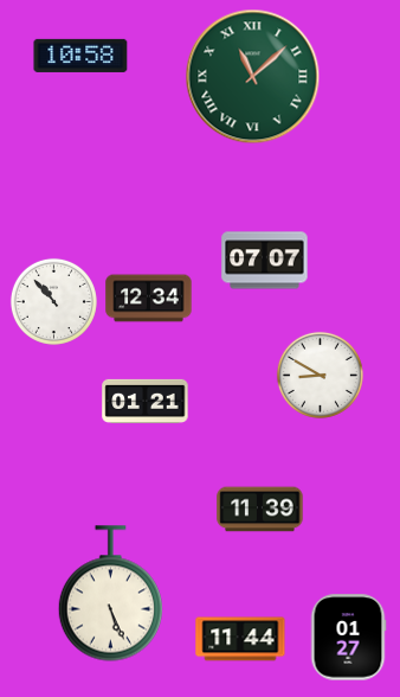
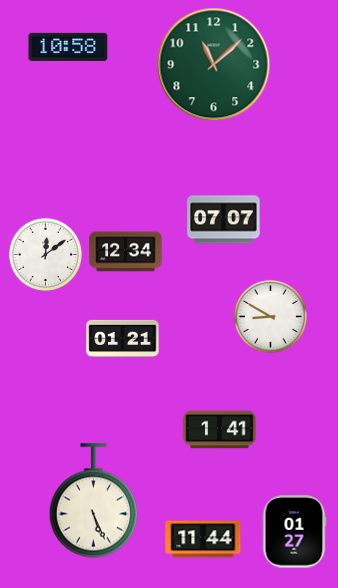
clock at (253, 77) numerals: Roman -> Arabic
clock at (53, 301): 10:53 -> 12:09
clock at (260, 510): 11:39 -> 1:41
clock at (348, 638) position: (348, 638) -> (294, 532)
